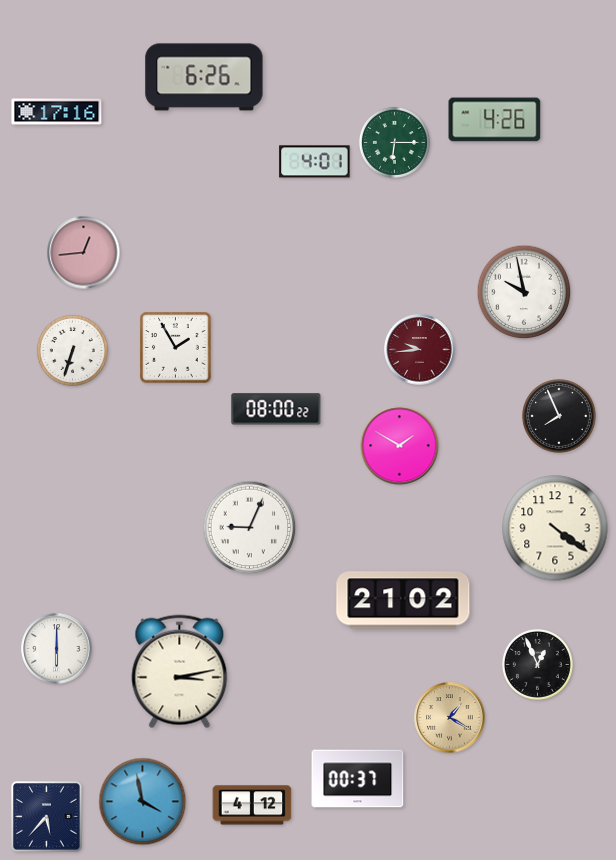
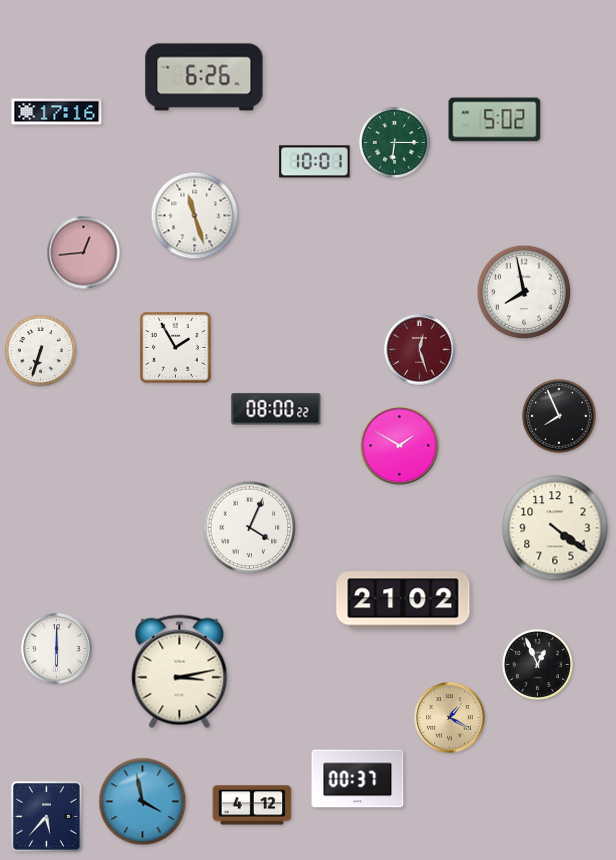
clock at (495, 120): 4:26 -> 5:02
clock at (315, 162): 4:01 -> 10:01
clock at (195, 216): none -> 11:27
clock at (524, 292): 9:58 -> 7:58
clock at (72, 350) position: (72, 350) -> (40, 350)
clock at (420, 350): 9:44 -> 12:27
clock at (250, 528): 9:04 -> 4:04
